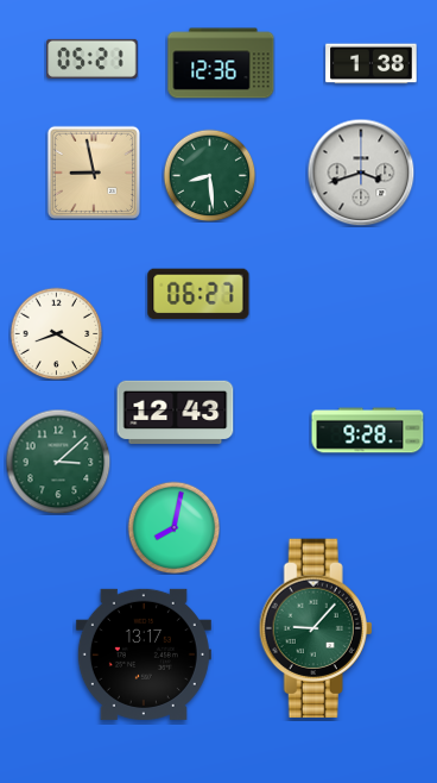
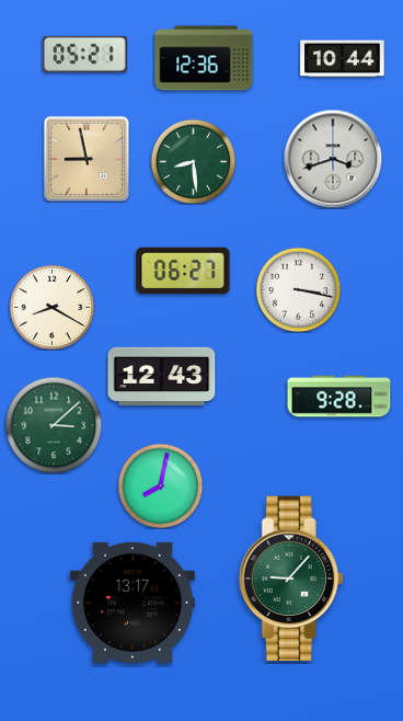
clock at (372, 64): 1:38 -> 10:44
clock at (298, 289): none -> 3:17
clock at (176, 412) position: (176, 412) -> (162, 376)
